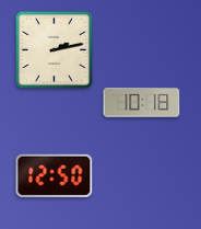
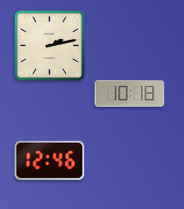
clock at (55, 175): 12:50 -> 12:46
